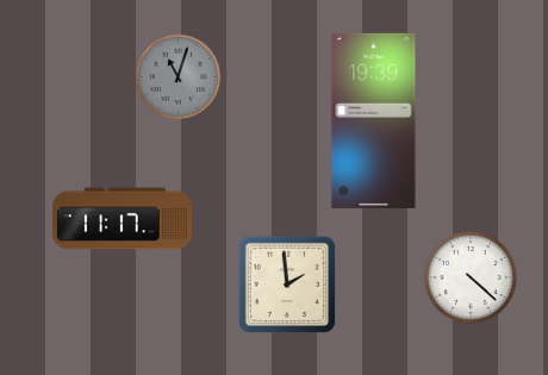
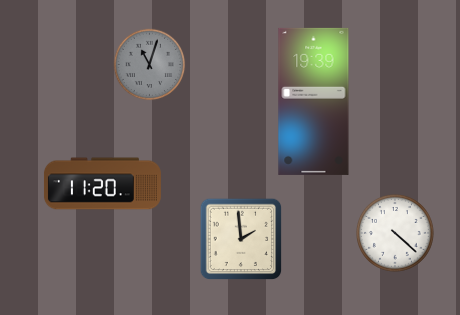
clock at (122, 219): 11:17 -> 11:20
